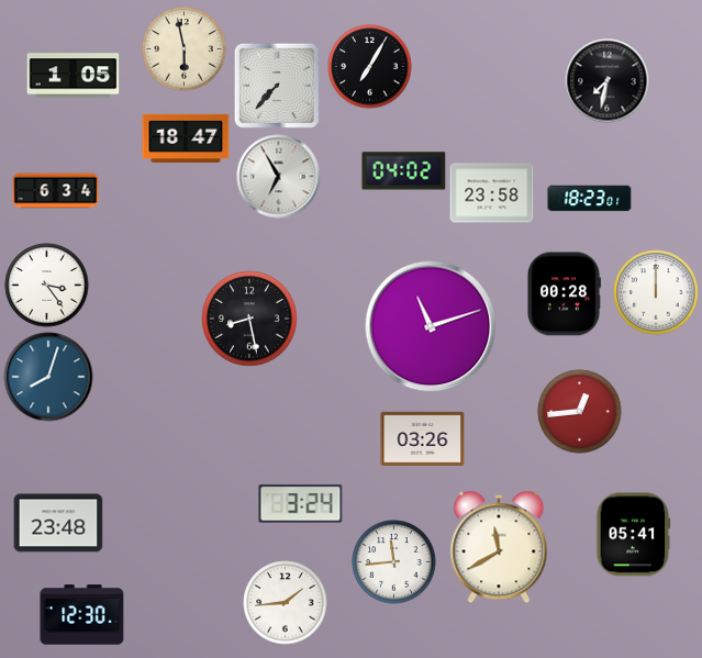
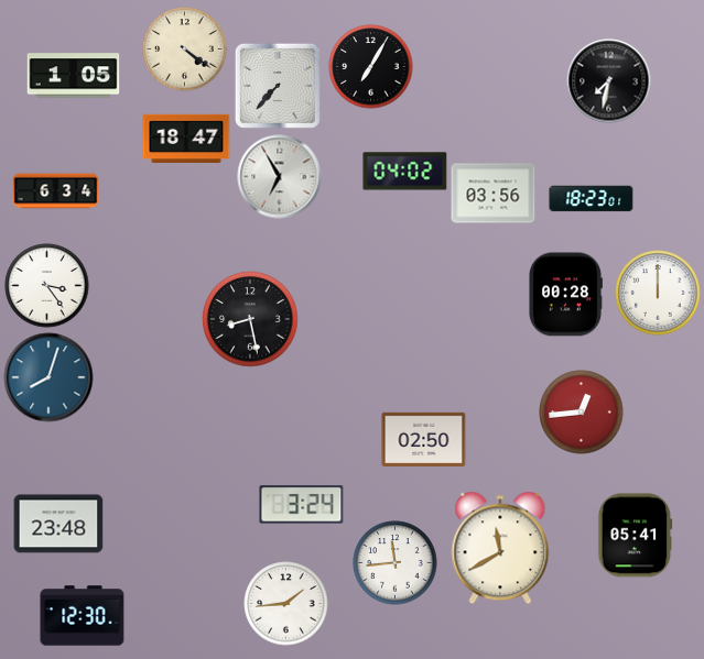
clock at (185, 49): 5:58 -> 4:21
clock at (492, 193): 23:58 -> 03:56
clock at (431, 326): 11:12 -> none
clock at (423, 438): 03:26 -> 02:50
